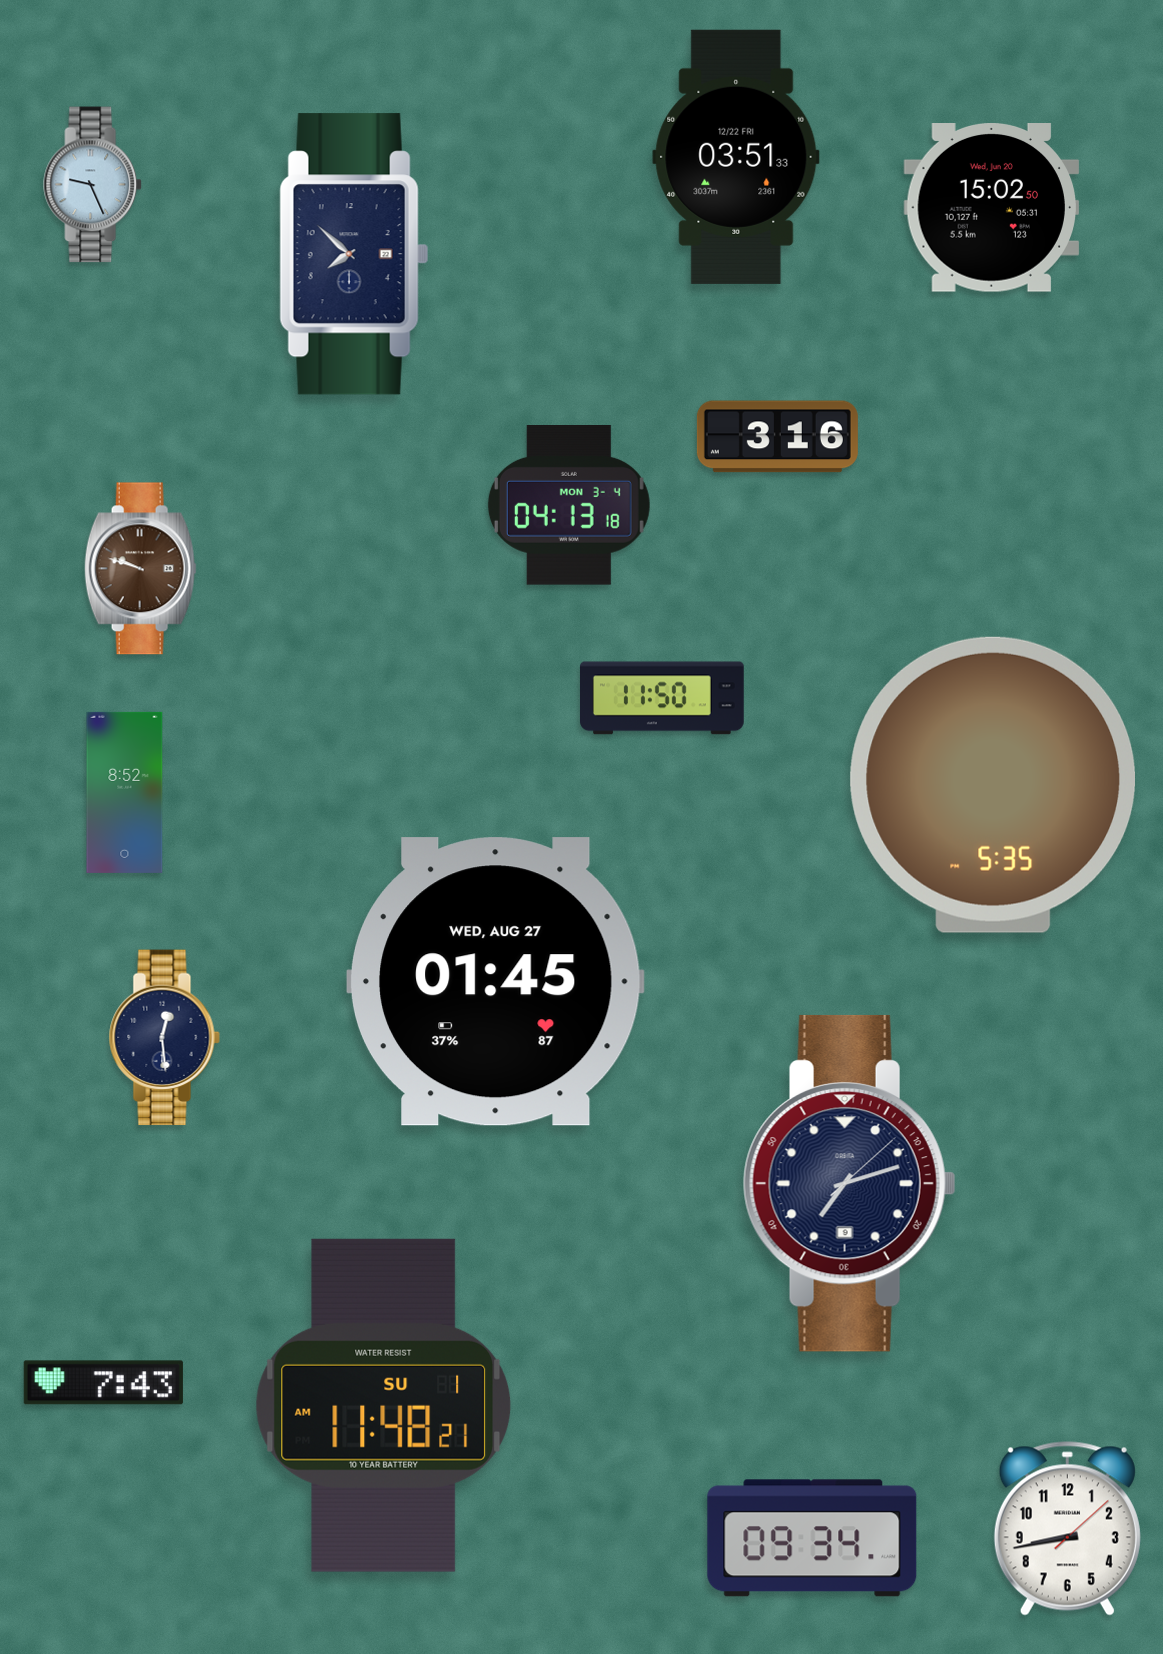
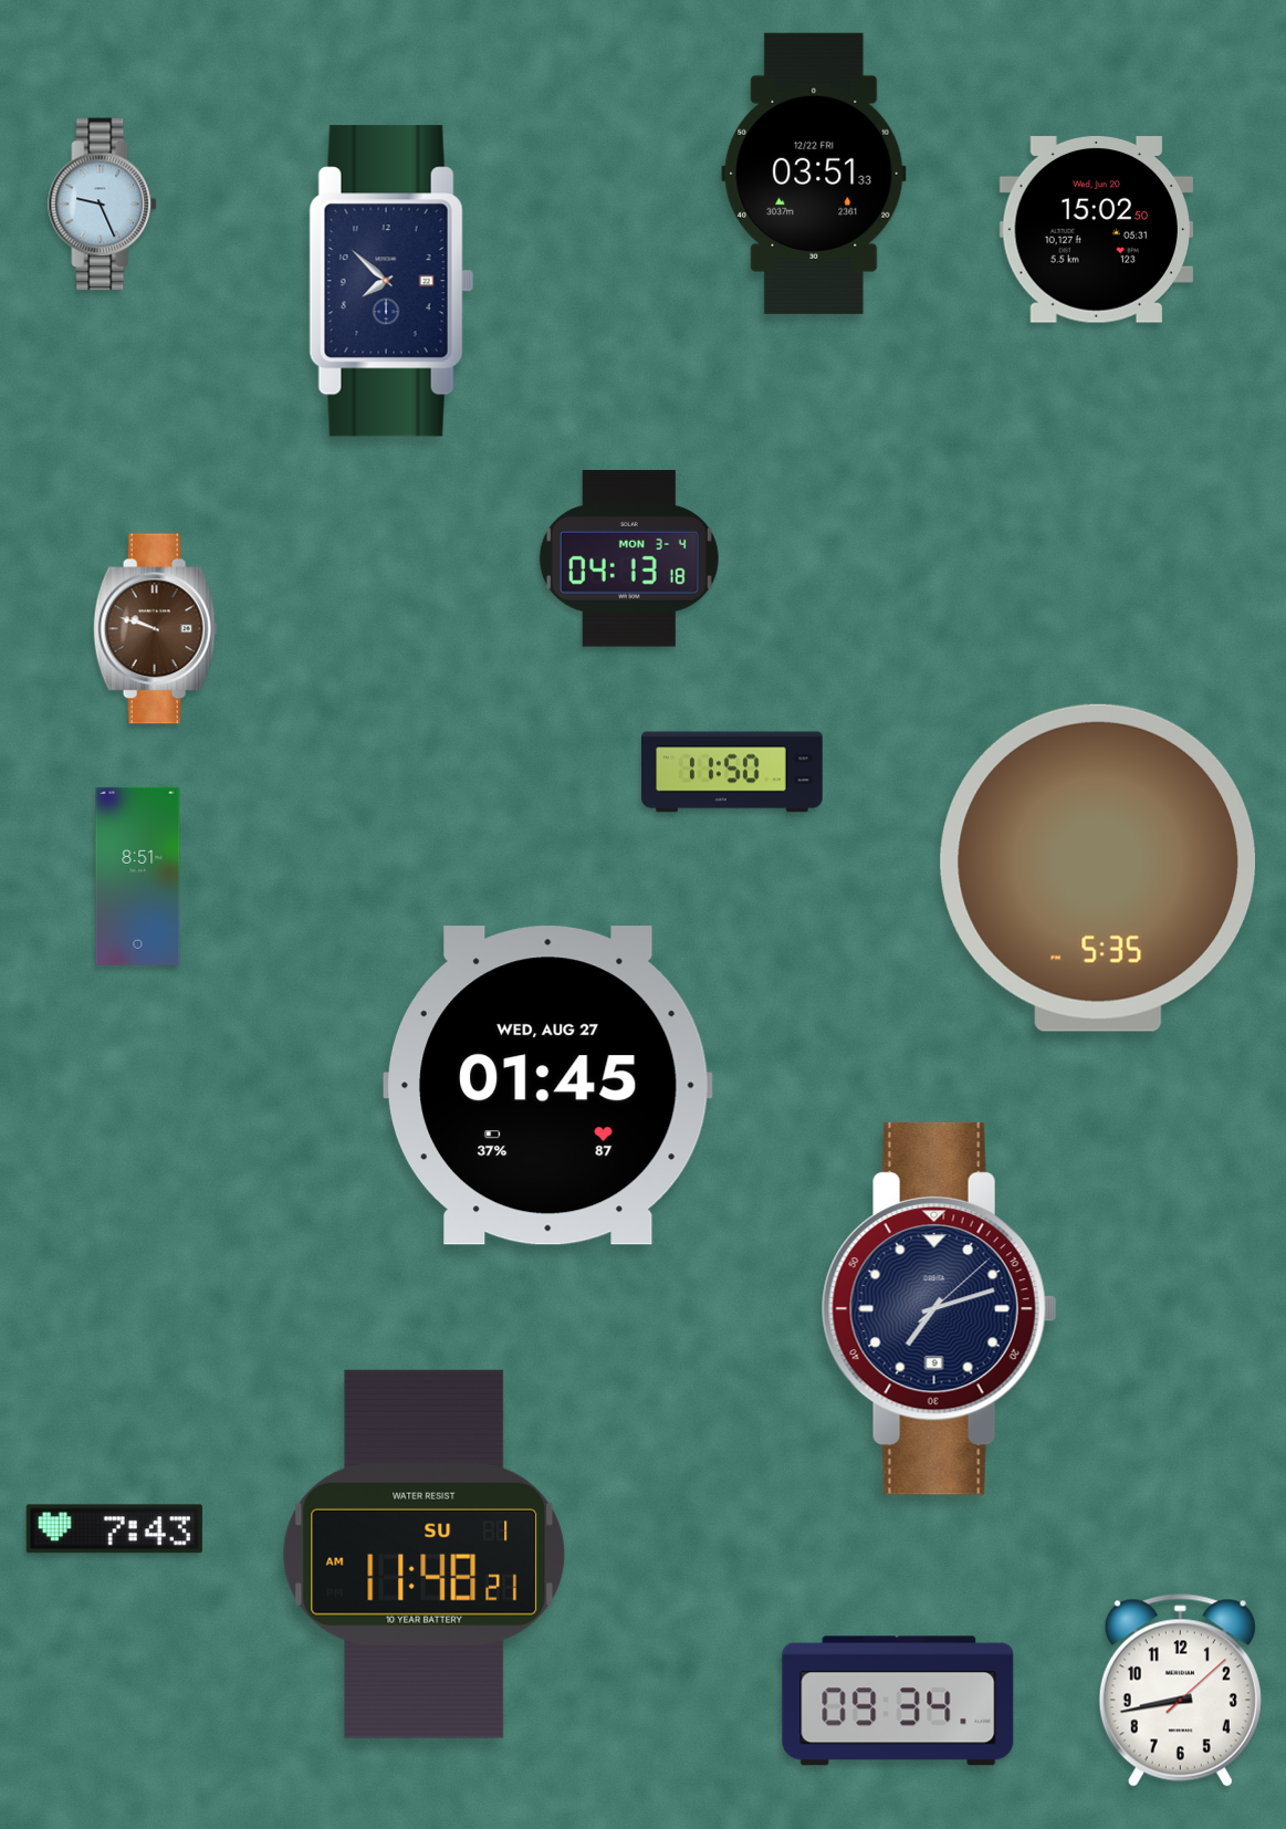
clock at (777, 437): 3:16 -> none
clock at (125, 792): 8:52 -> 8:51
clock at (164, 1038): 12:29 -> none
